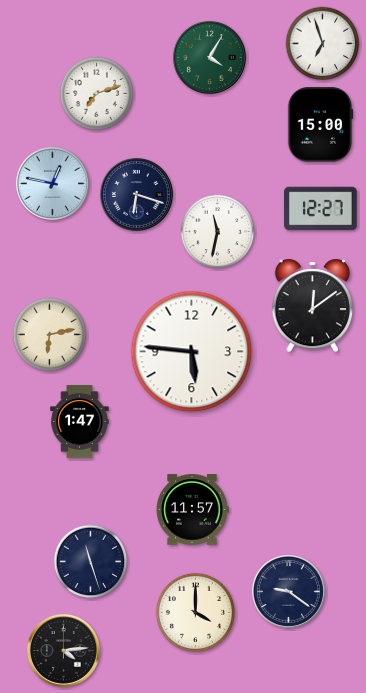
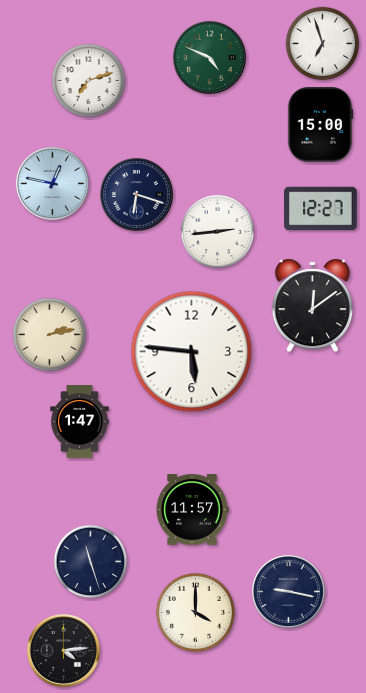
clock at (209, 57): 4:05 -> 4:49
clock at (97, 94) position: (97, 94) -> (89, 81)
clock at (218, 232): 11:32 -> 2:44
clock at (50, 335): 6:13 -> 2:13
clock at (288, 591): 9:21 -> 9:17
